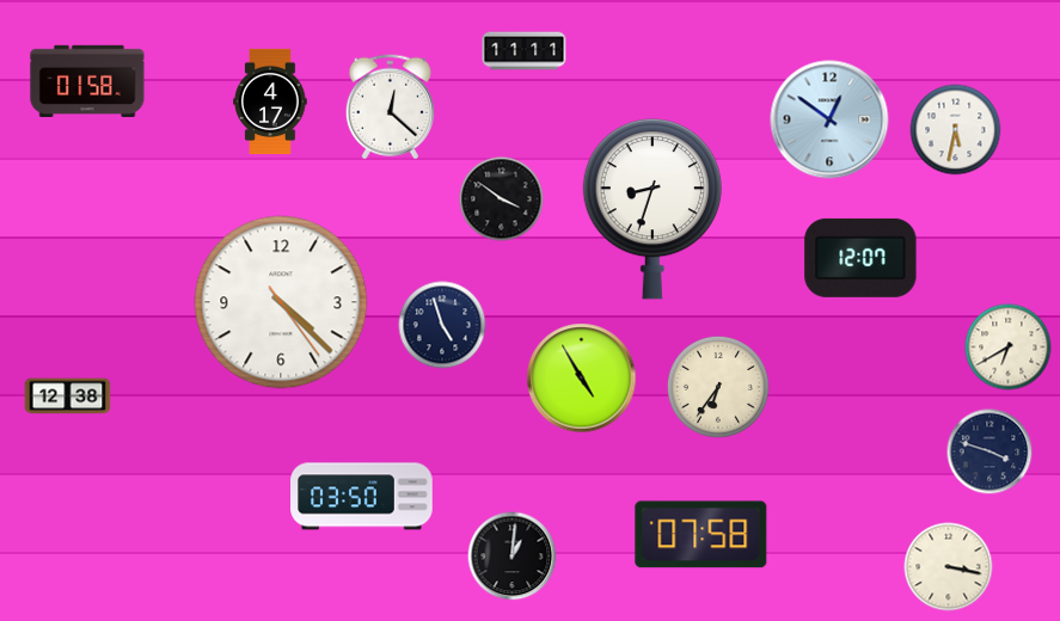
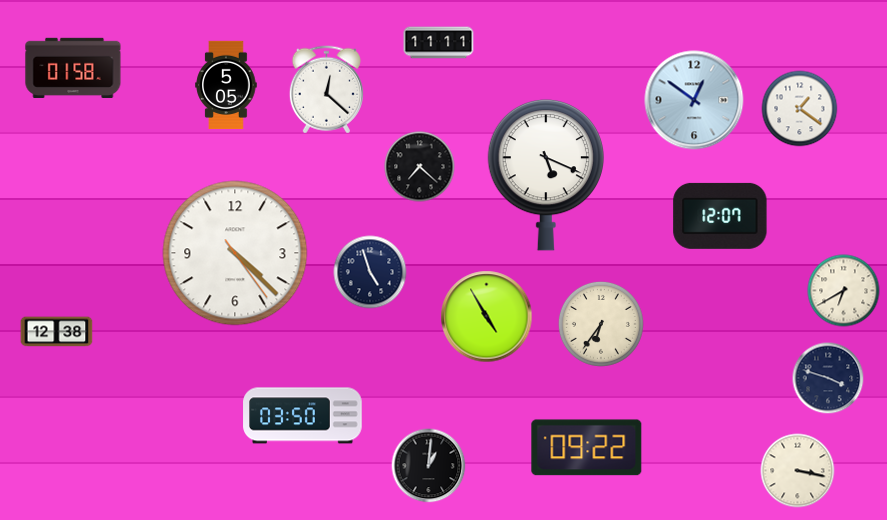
clock at (270, 100): 4:17 -> 5:05
clock at (956, 130): 5:32 -> 1:21
clock at (502, 199): 3:51 -> 7:22
clock at (651, 209): 8:33 -> 5:19
clock at (701, 535): 07:58 -> 09:22
clock at (949, 567) position: (949, 567) -> (798, 471)
